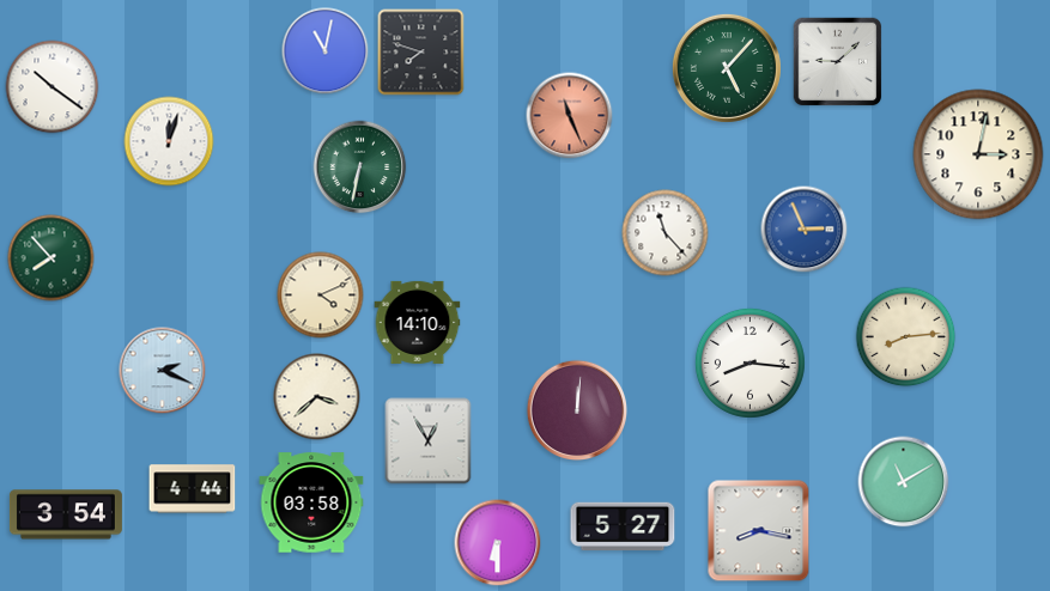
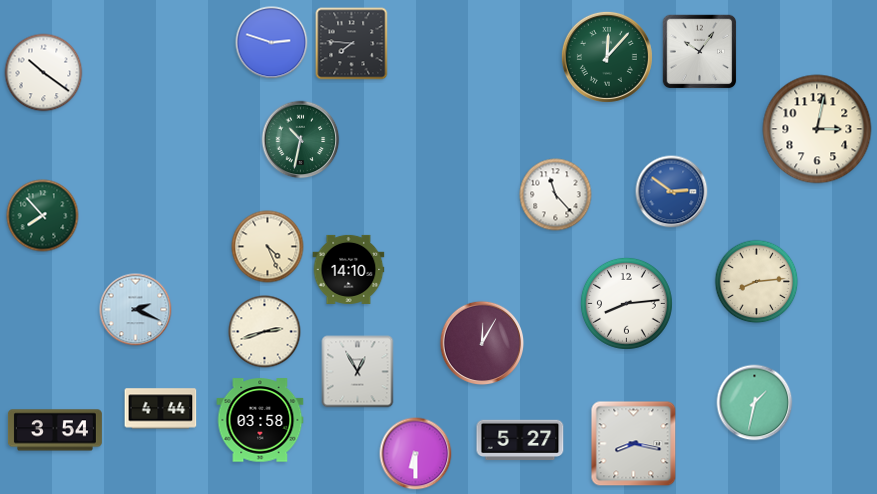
clock at (326, 51): 11:02 -> 2:48
clock at (421, 53): 7:48 -> 7:46
clock at (838, 62): 9:08 -> 10:06
clock at (727, 68): 5:07 -> 12:07
clock at (570, 116): 11:26 -> none
clock at (169, 141): 12:03 -> none
clock at (360, 167): 6:32 -> 10:32
clock at (805, 230): 2:56 -> 2:51
clock at (321, 295): 4:11 -> 4:26
clock at (749, 362): 8:16 -> 8:14
clock at (317, 397): 3:38 -> 2:42
clock at (577, 410): 12:01 -> 12:05
clock at (429, 441) position: (429, 441) -> (358, 372)
clock at (904, 482): 11:10 -> 1:32
